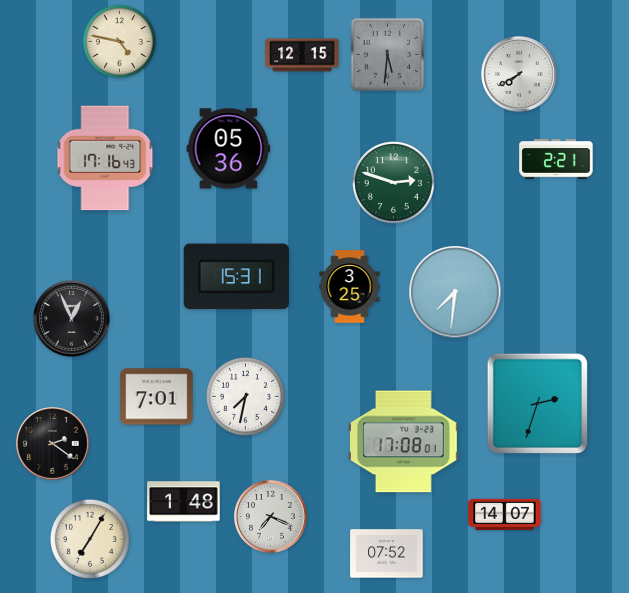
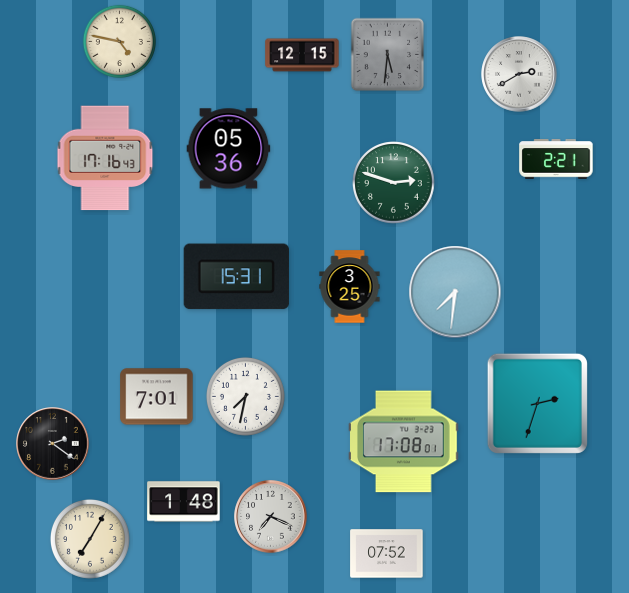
clock at (519, 74): 7:40 -> 2:40
clock at (72, 319): 12:56 -> none
clock at (505, 514): 14:07 -> none
